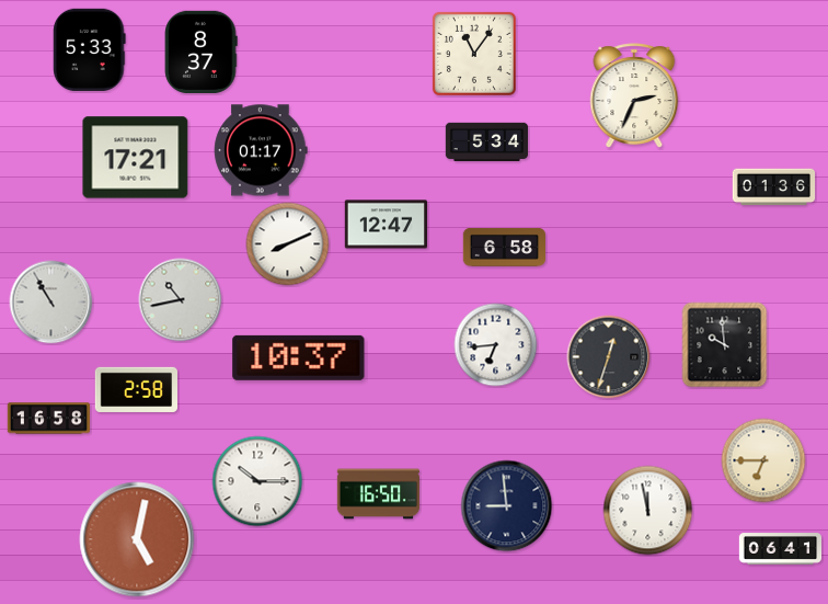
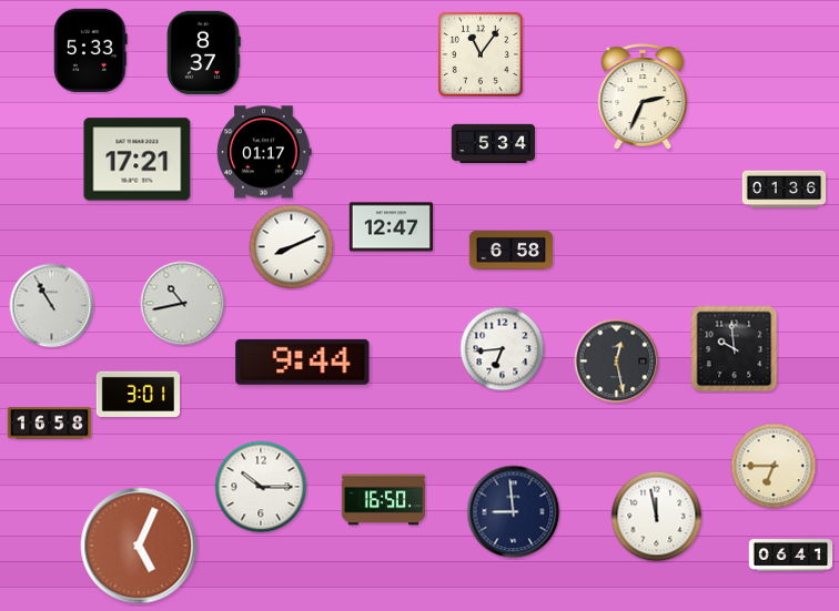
clock at (299, 357): 10:37 -> 9:44
clock at (609, 357): 12:33 -> 12:28
clock at (136, 389): 2:58 -> 3:01
clock at (137, 539): 5:02 -> 5:04
